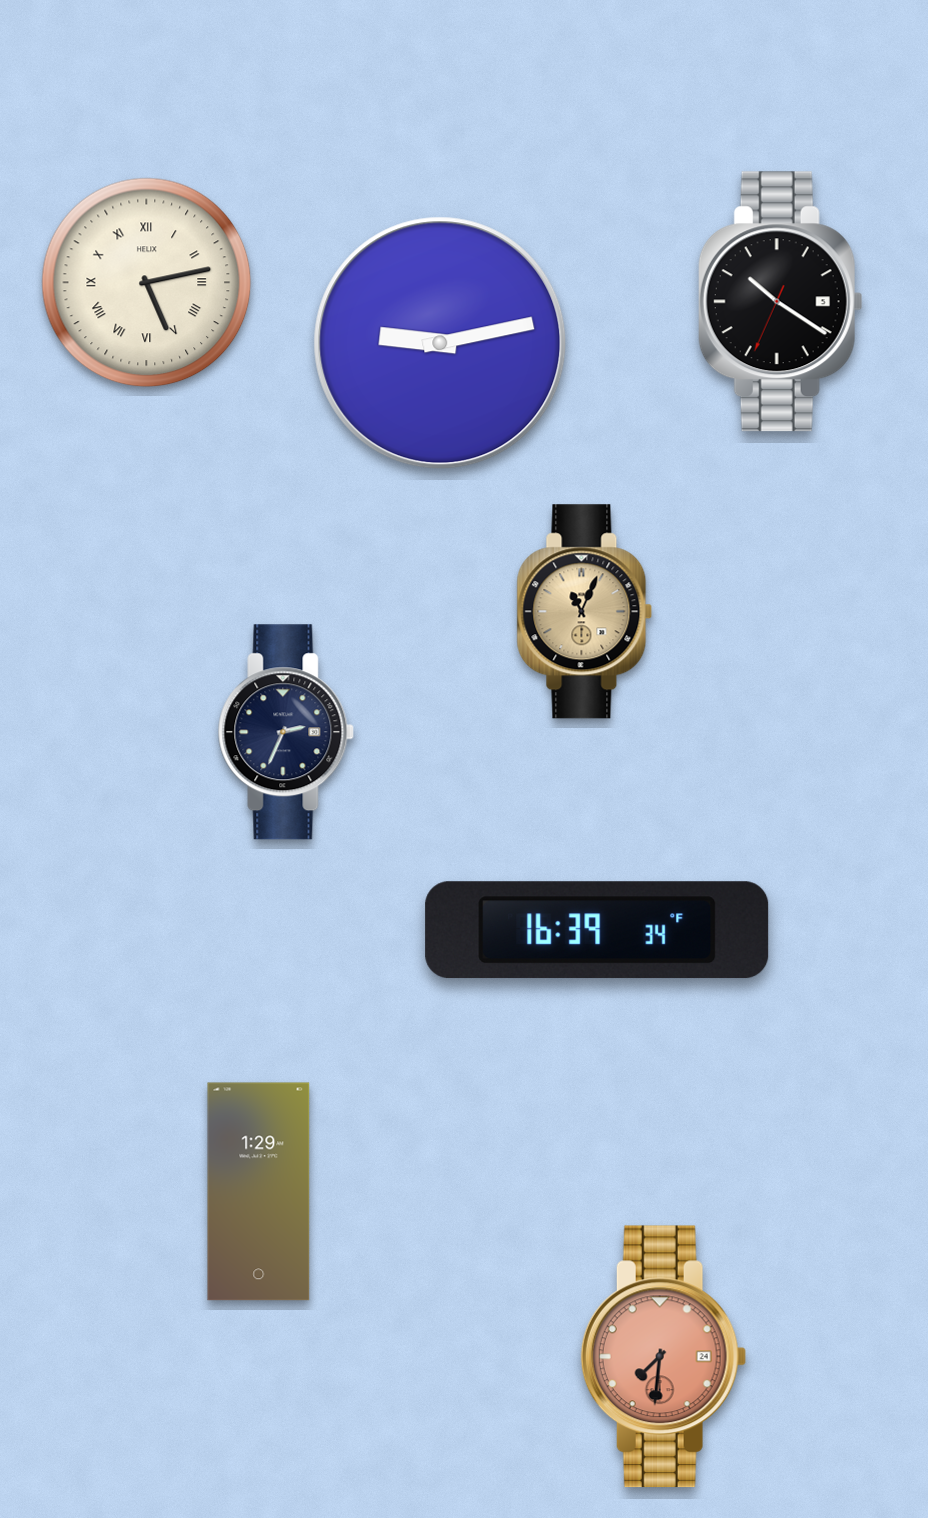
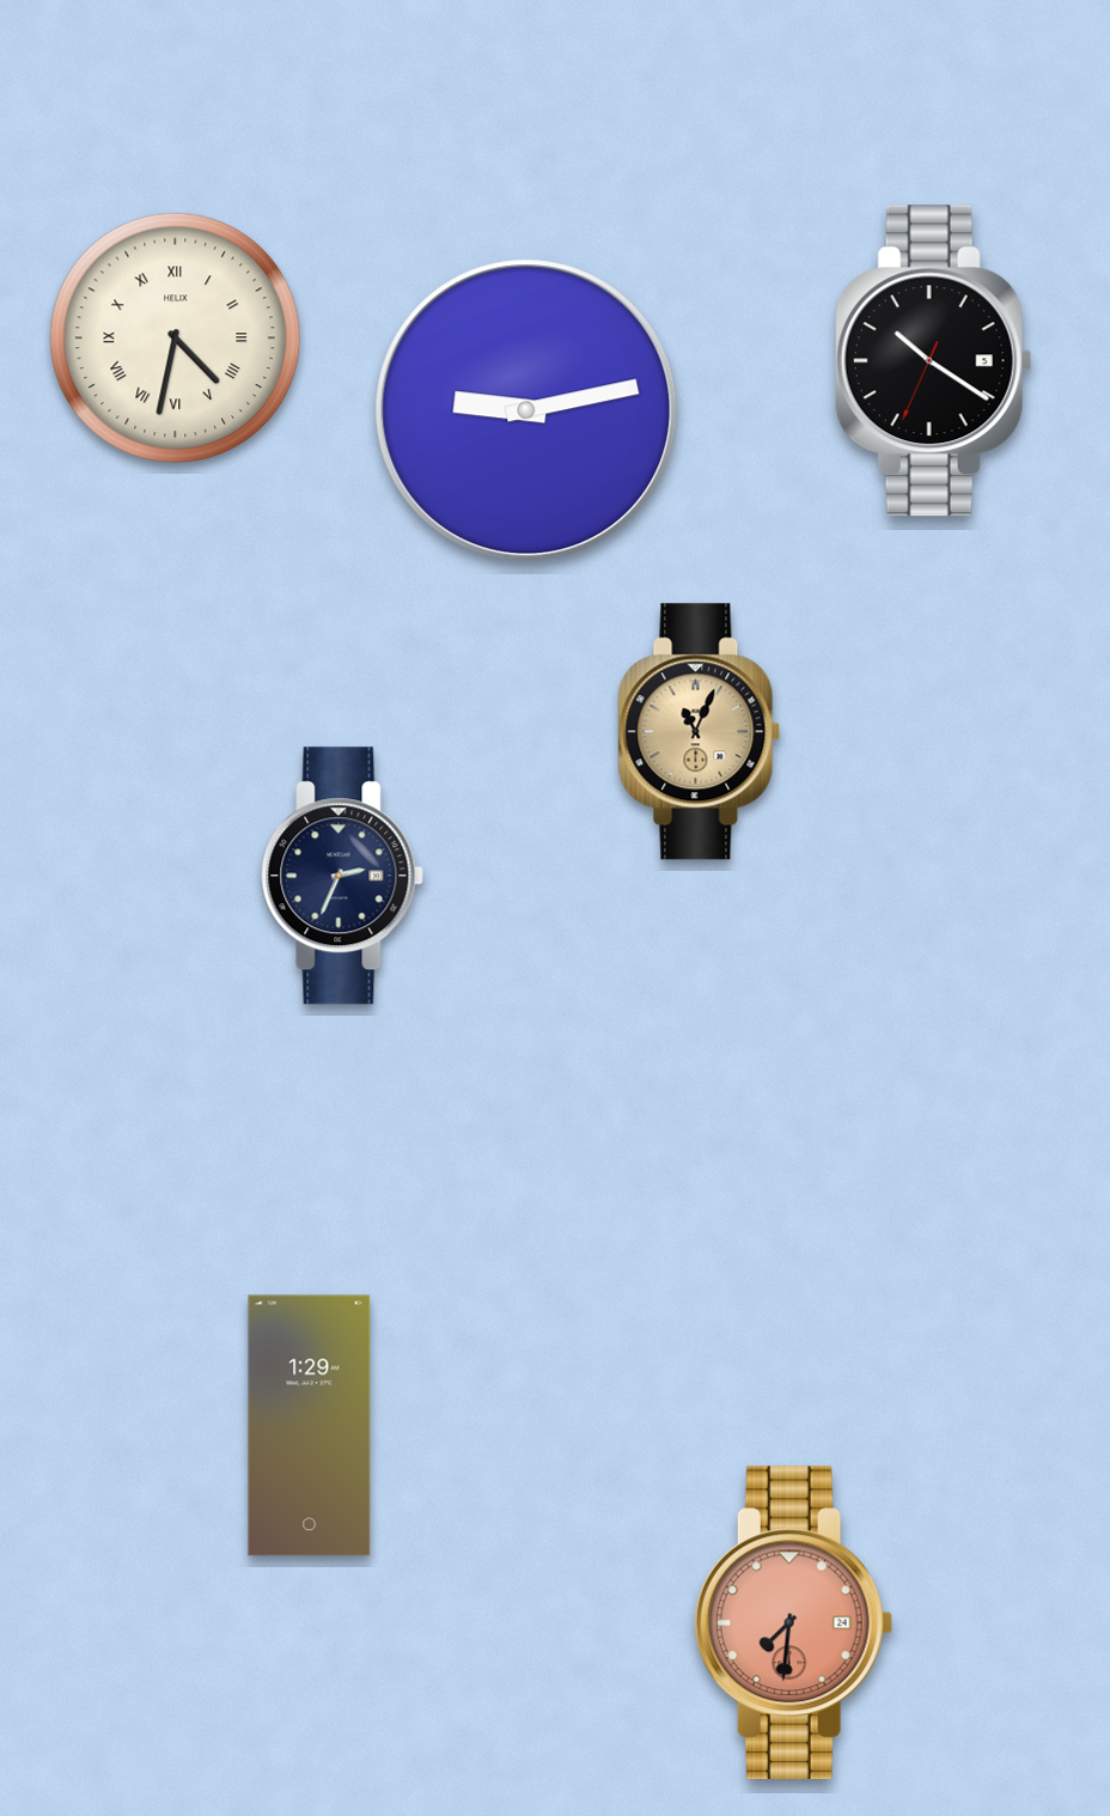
clock at (147, 283): 5:13 -> 4:32
clock at (597, 930): 16:39 -> none
